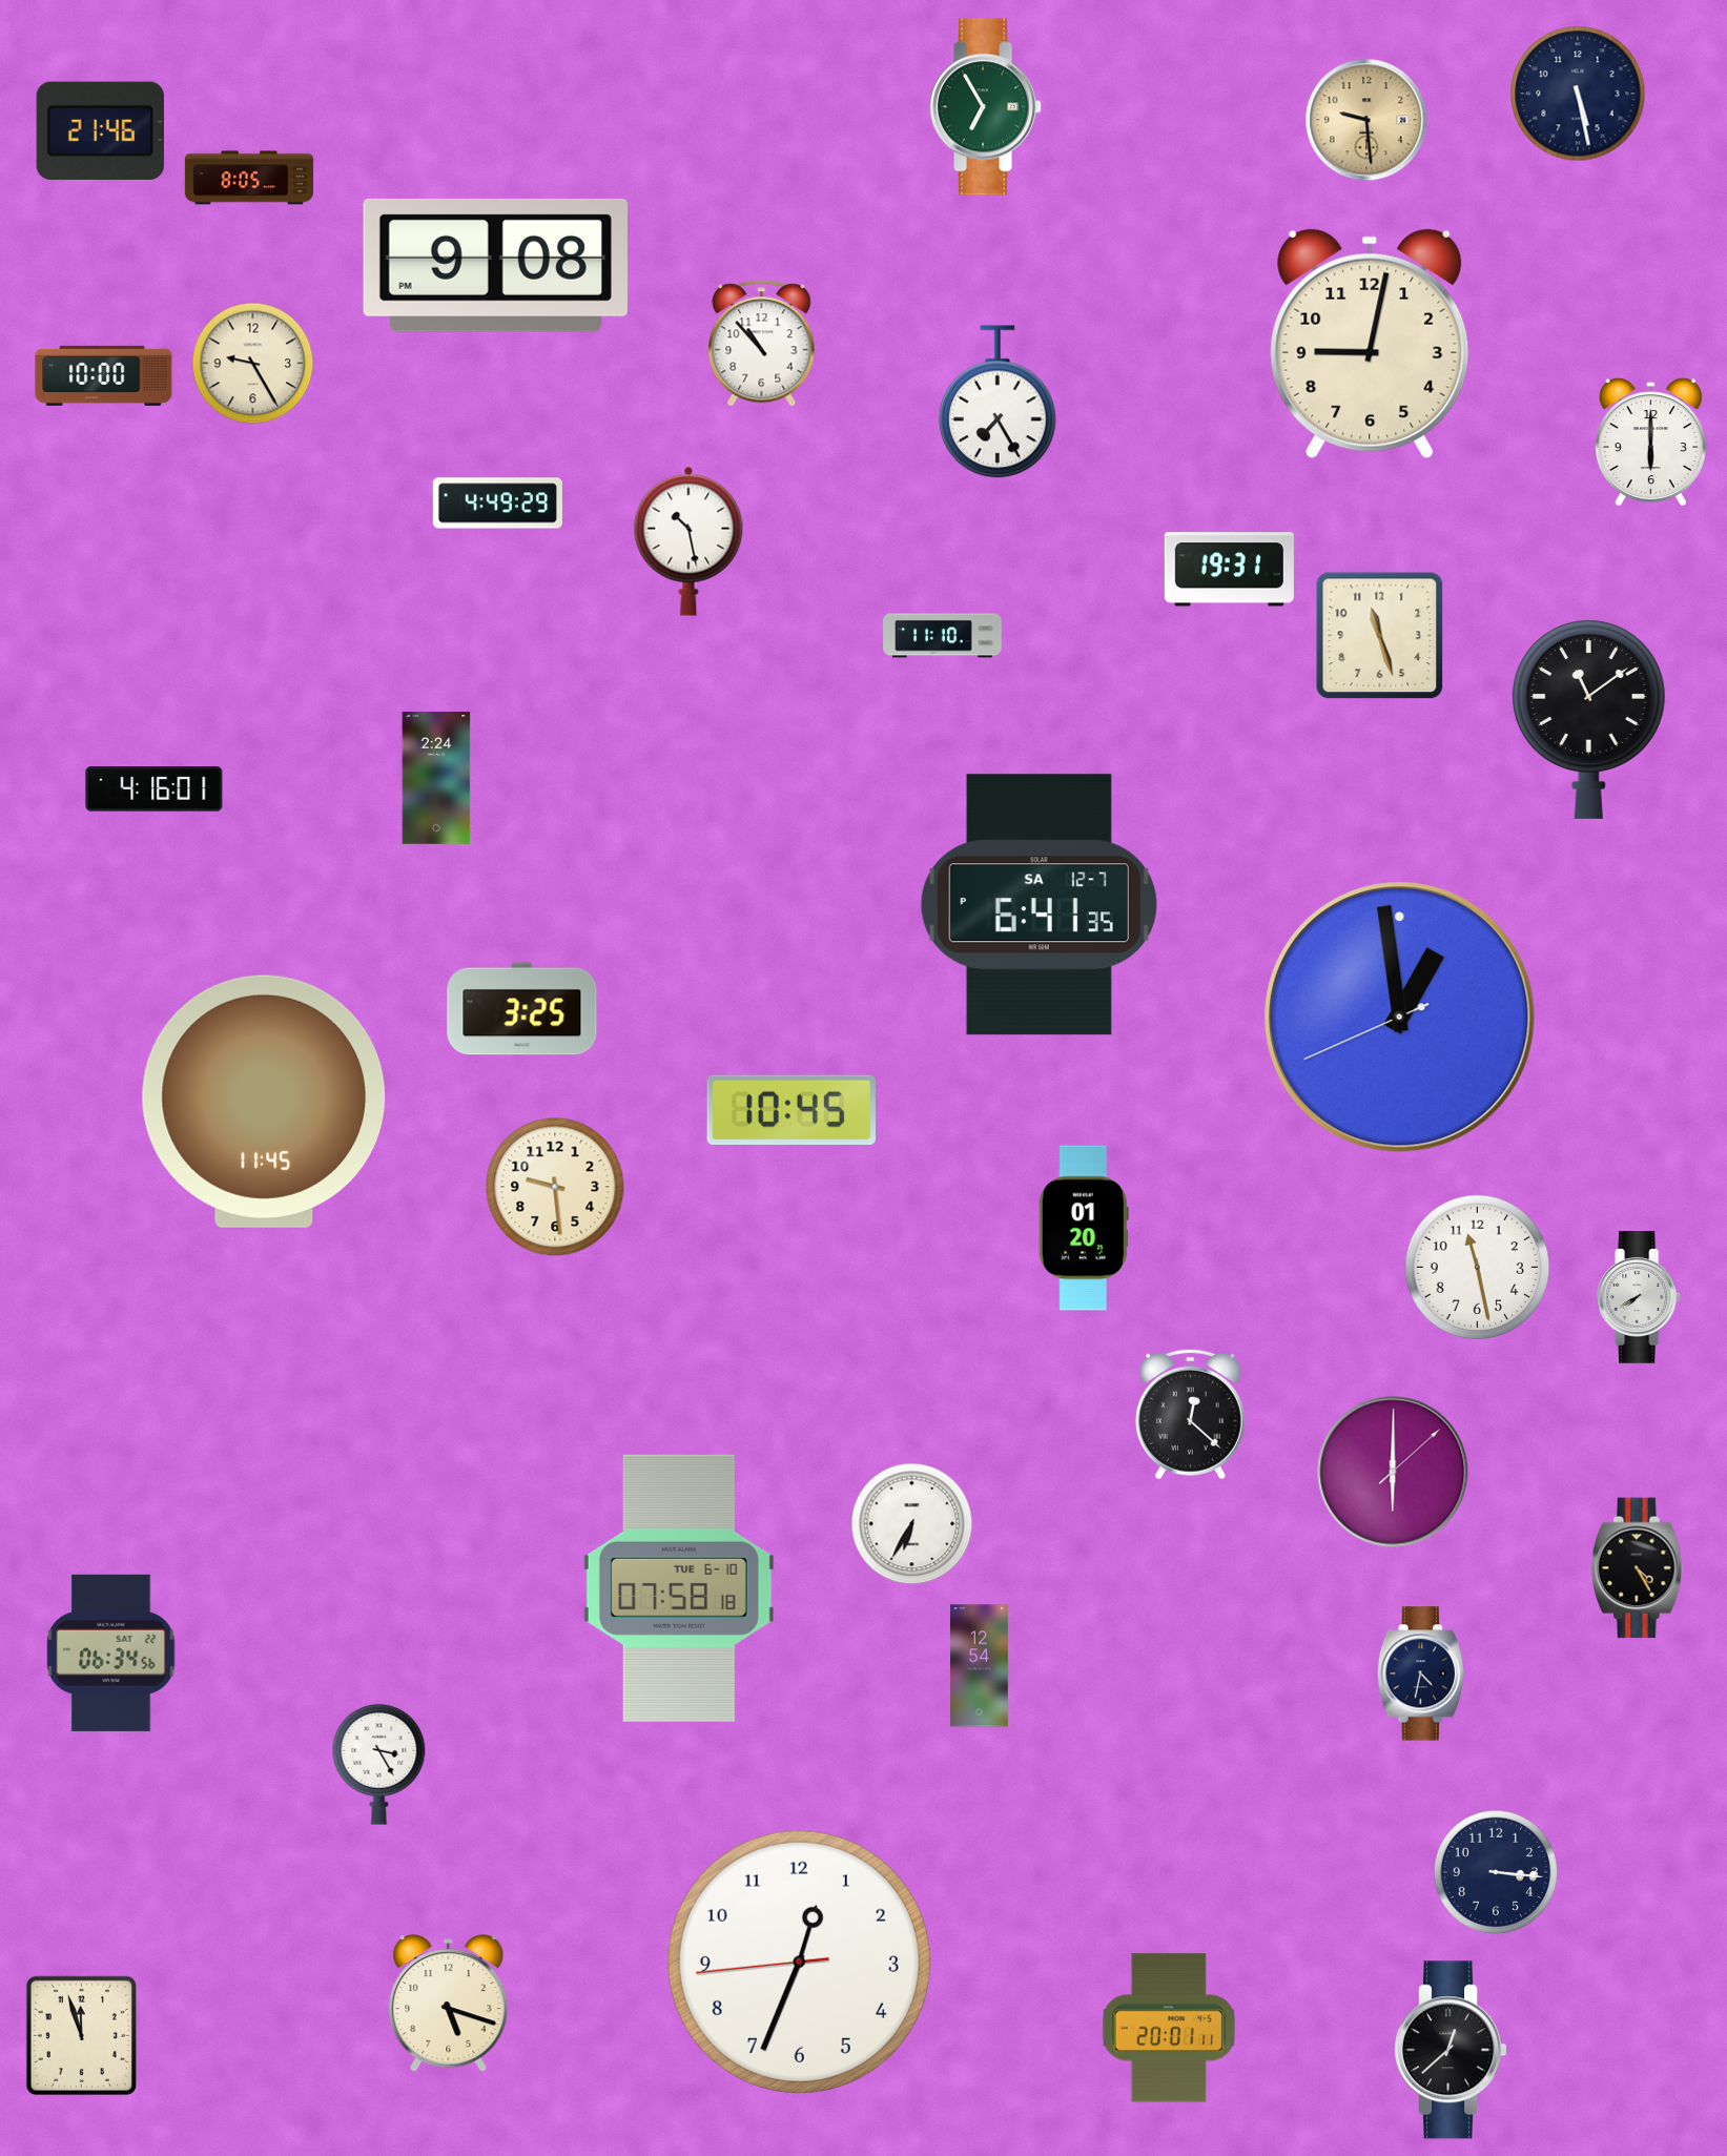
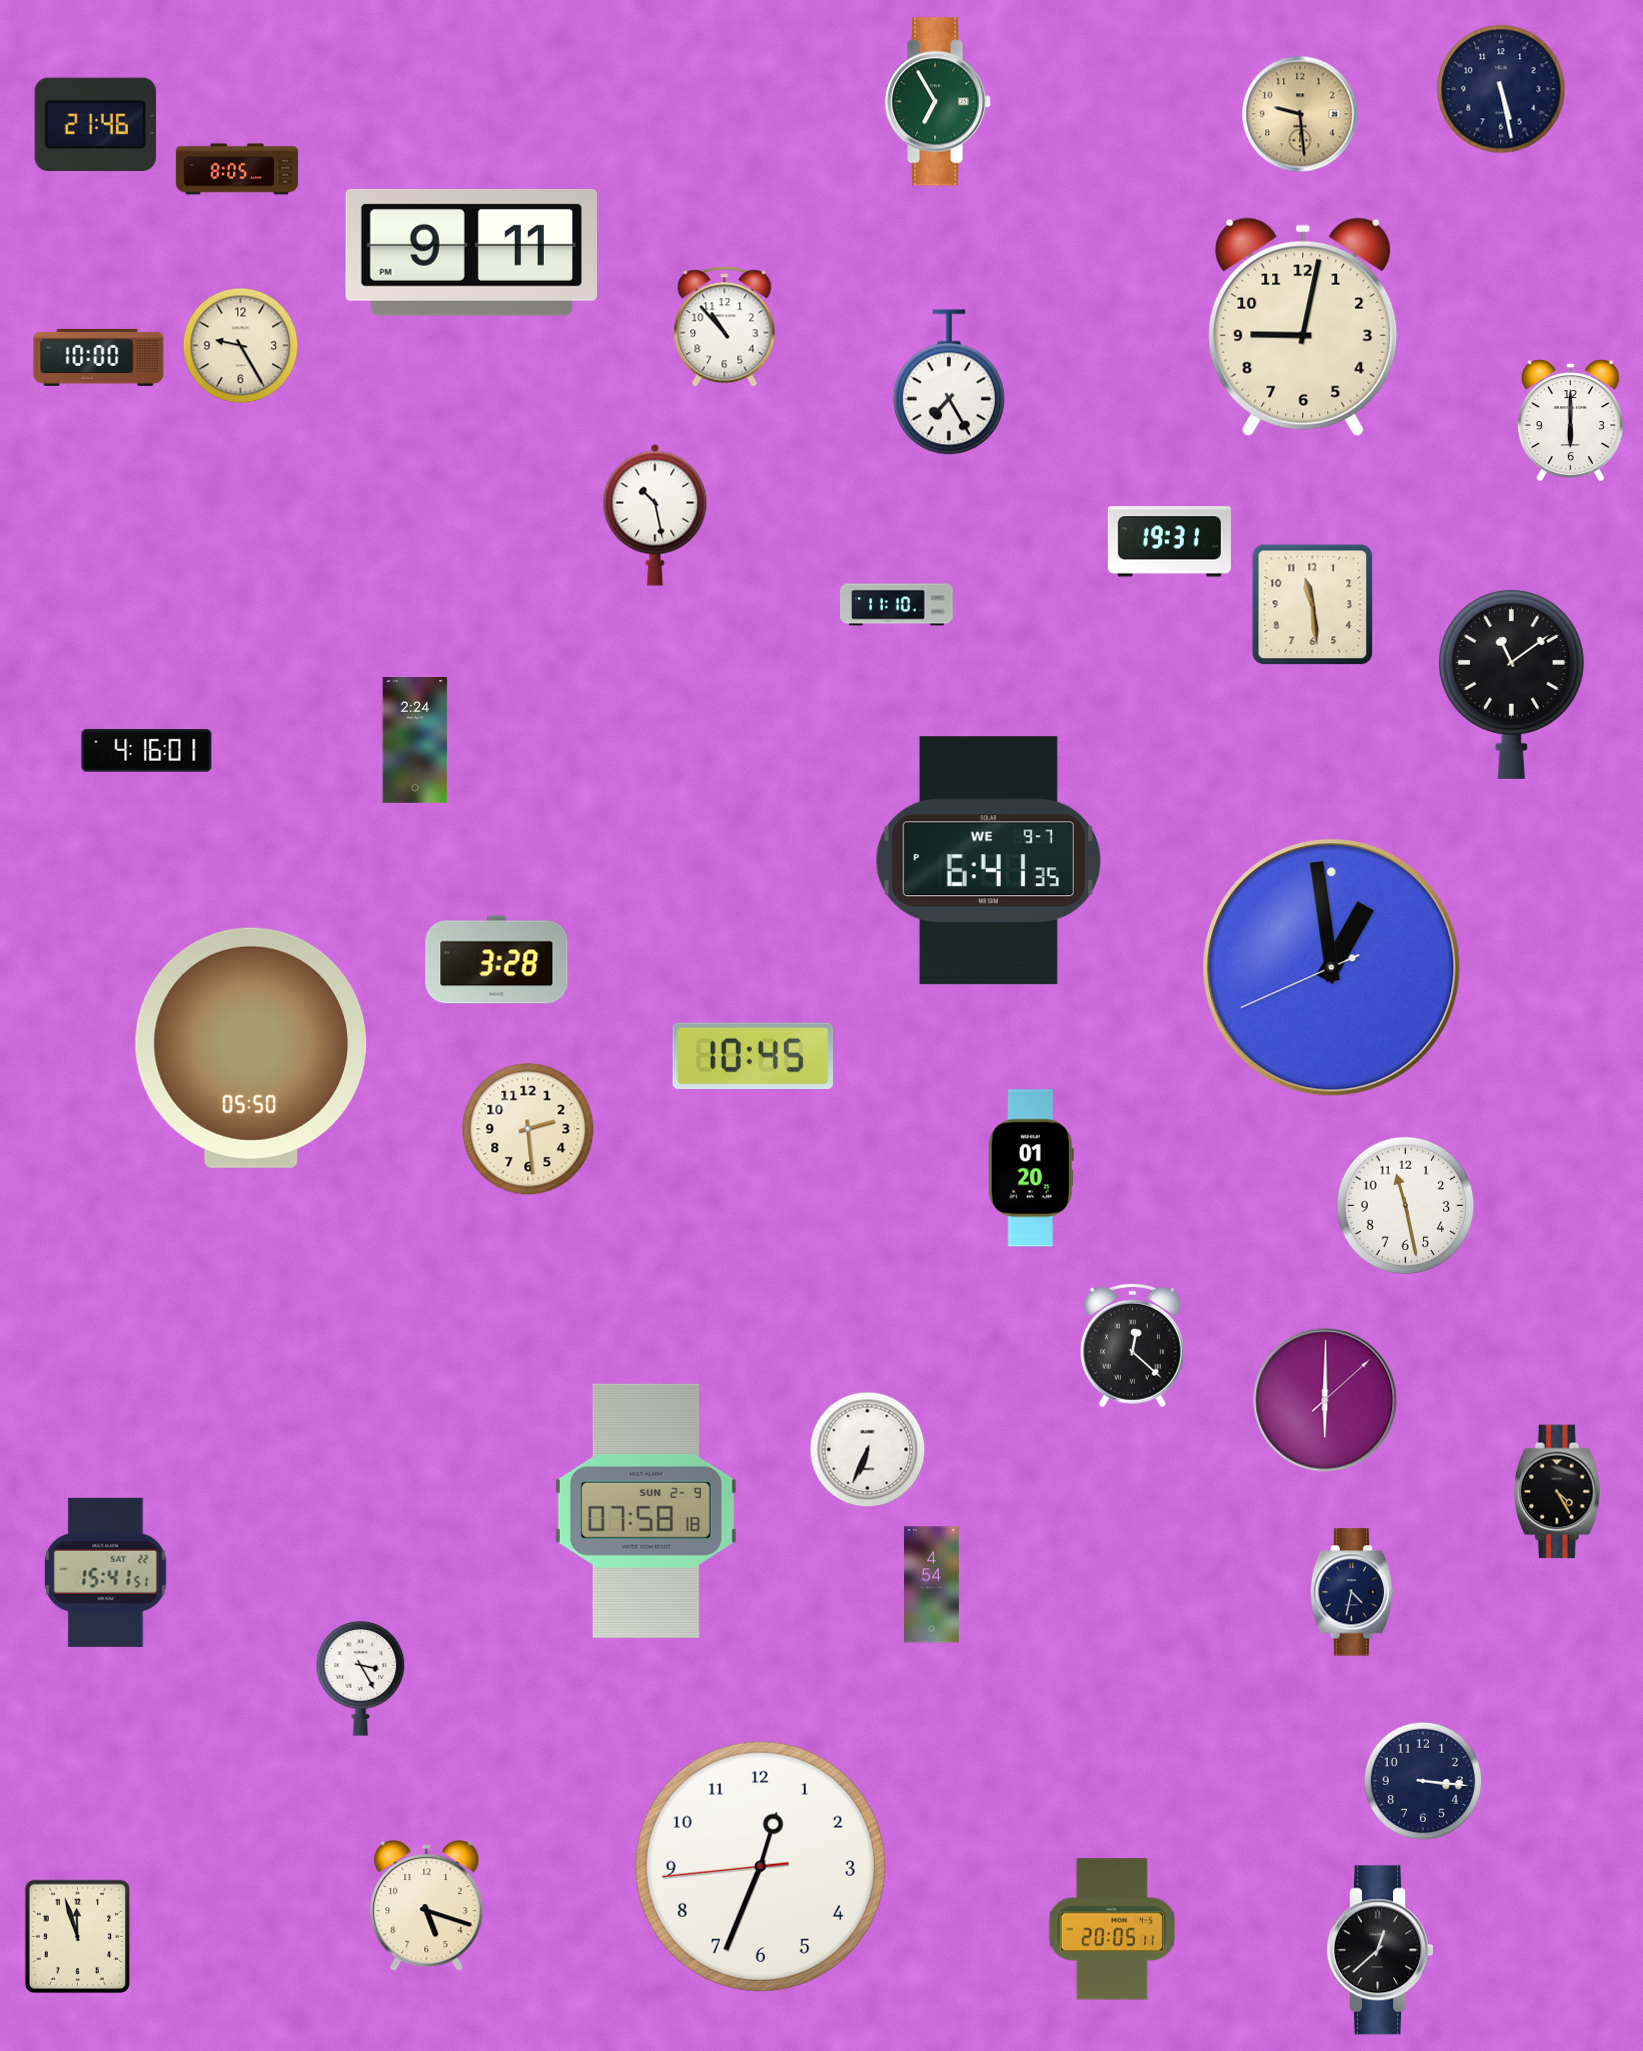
clock at (495, 265): 9:08 -> 9:11
clock at (497, 504): 4:49 -> none
clock at (1380, 636): 11:27 -> 11:29
clock at (1039, 905) date: SA 12-7 -> WE 9-7
clock at (522, 1009): 3:25 -> 3:28
clock at (263, 1102): 11:45 -> 05:50
clock at (555, 1187): 9:29 -> 2:29
clock at (1640, 1297): 7:40 -> none
clock at (912, 1524): 6:35 -> 6:34
clock at (679, 1588) date: TUE 6-10 -> SUN 2-9
clock at (111, 1652): 06:34 -> 15:41
clock at (979, 1666): 12:54 -> 4:54
clock at (1169, 2028): 20:01 -> 20:05
